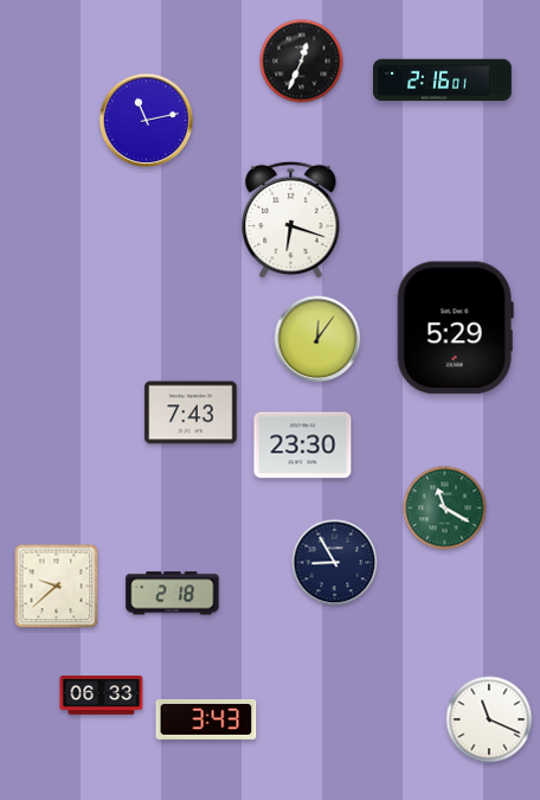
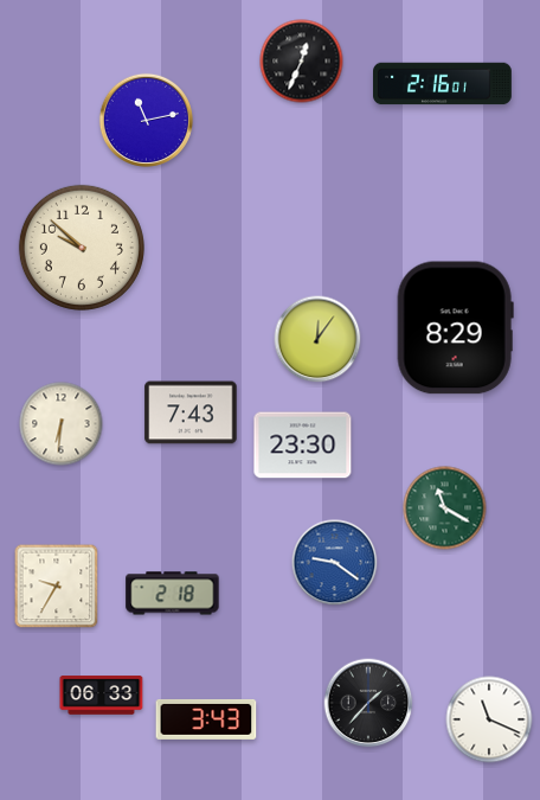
clock at (443, 81) position: (443, 81) -> (443, 84)
clock at (291, 220): 6:18 -> none
clock at (82, 248): none -> 9:52
clock at (455, 328): 5:29 -> 8:29
clock at (62, 424): none -> 6:31
clock at (335, 563): 8:55 -> 9:21
clock at (335, 563) dial: navy -> blue
clock at (57, 587): 9:38 -> 9:35
clock at (368, 703): none -> 1:37
